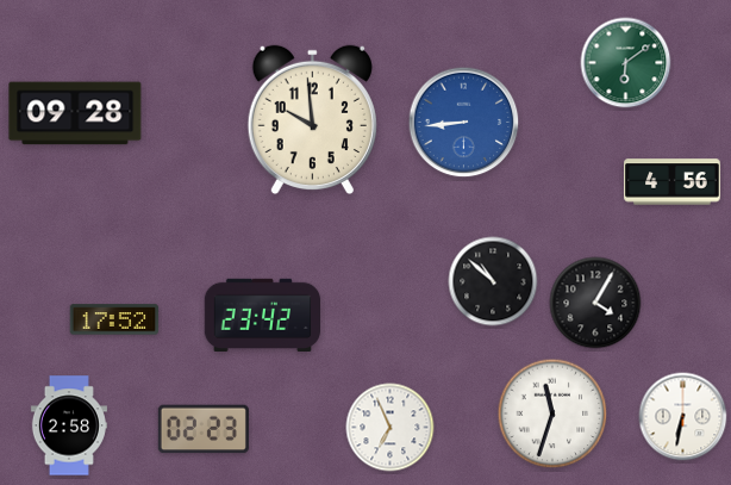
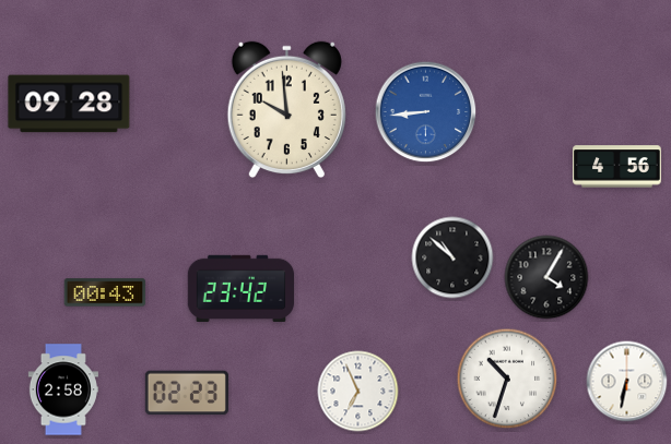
clock at (626, 63): 6:09 -> none
clock at (114, 319): 17:52 -> 00:43
clock at (552, 414): 11:33 -> 10:33
